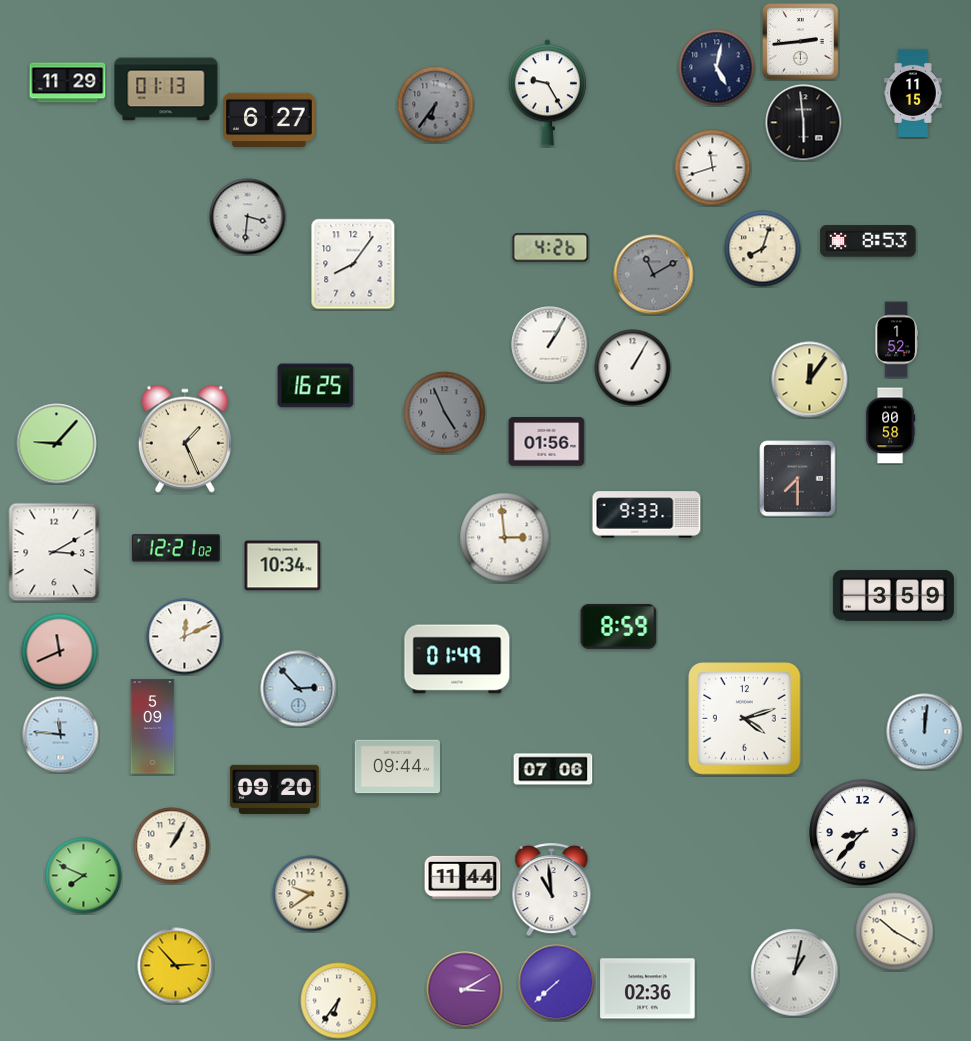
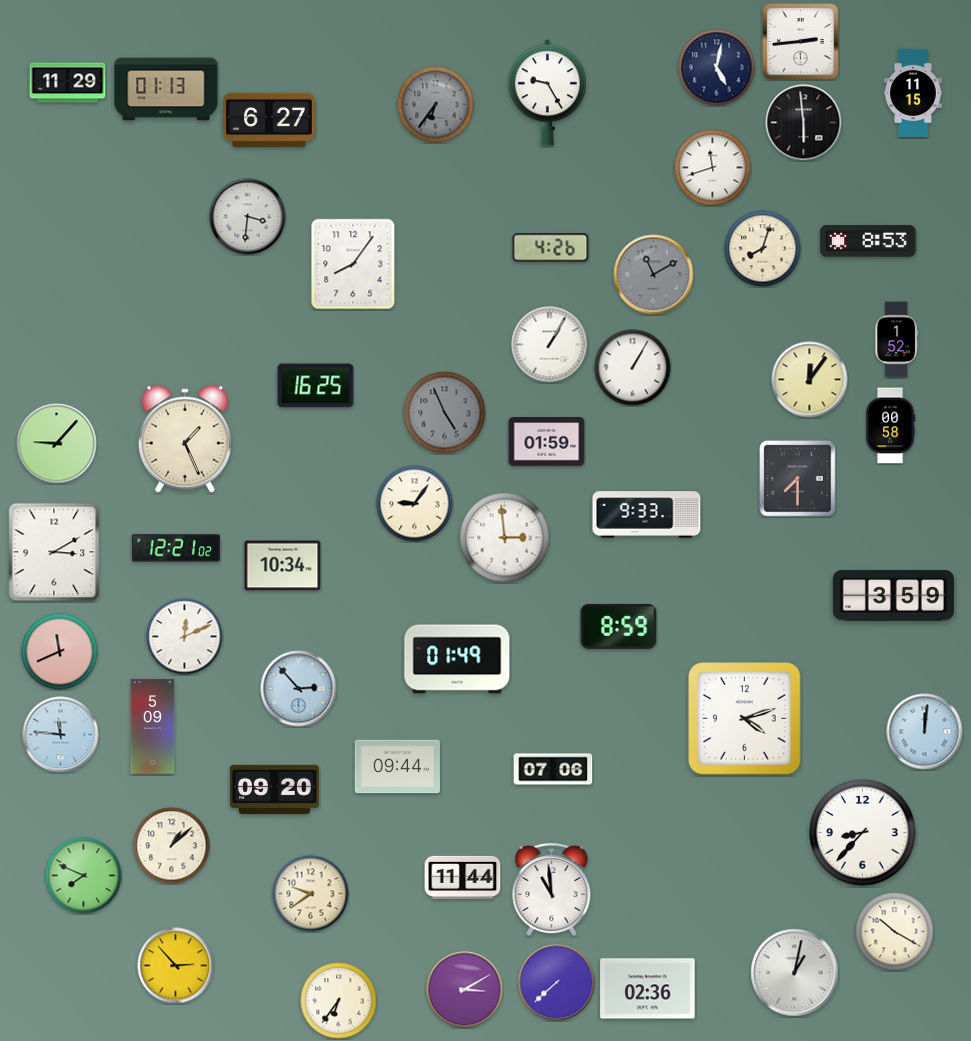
clock at (547, 442): 01:56 -> 01:59
clock at (415, 504): none -> 9:06
clock at (172, 846): 1:05 -> 1:08
